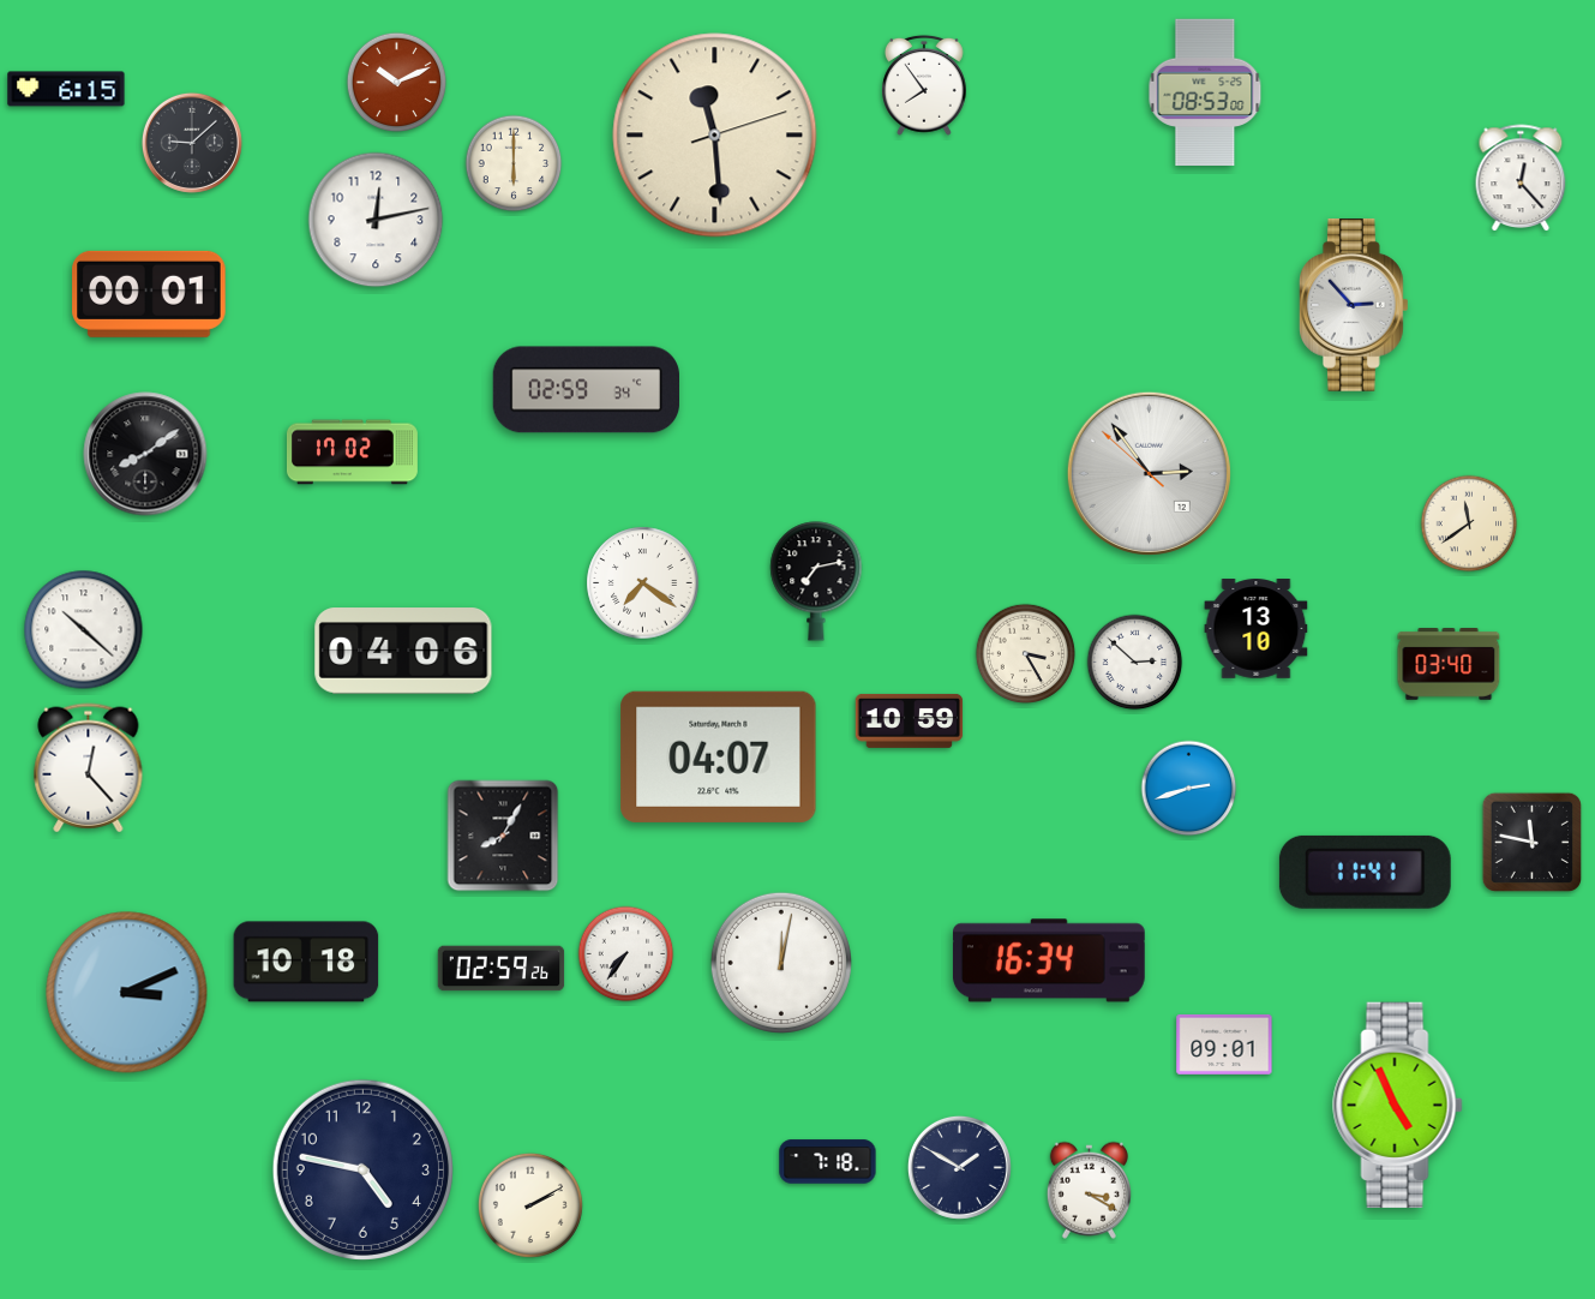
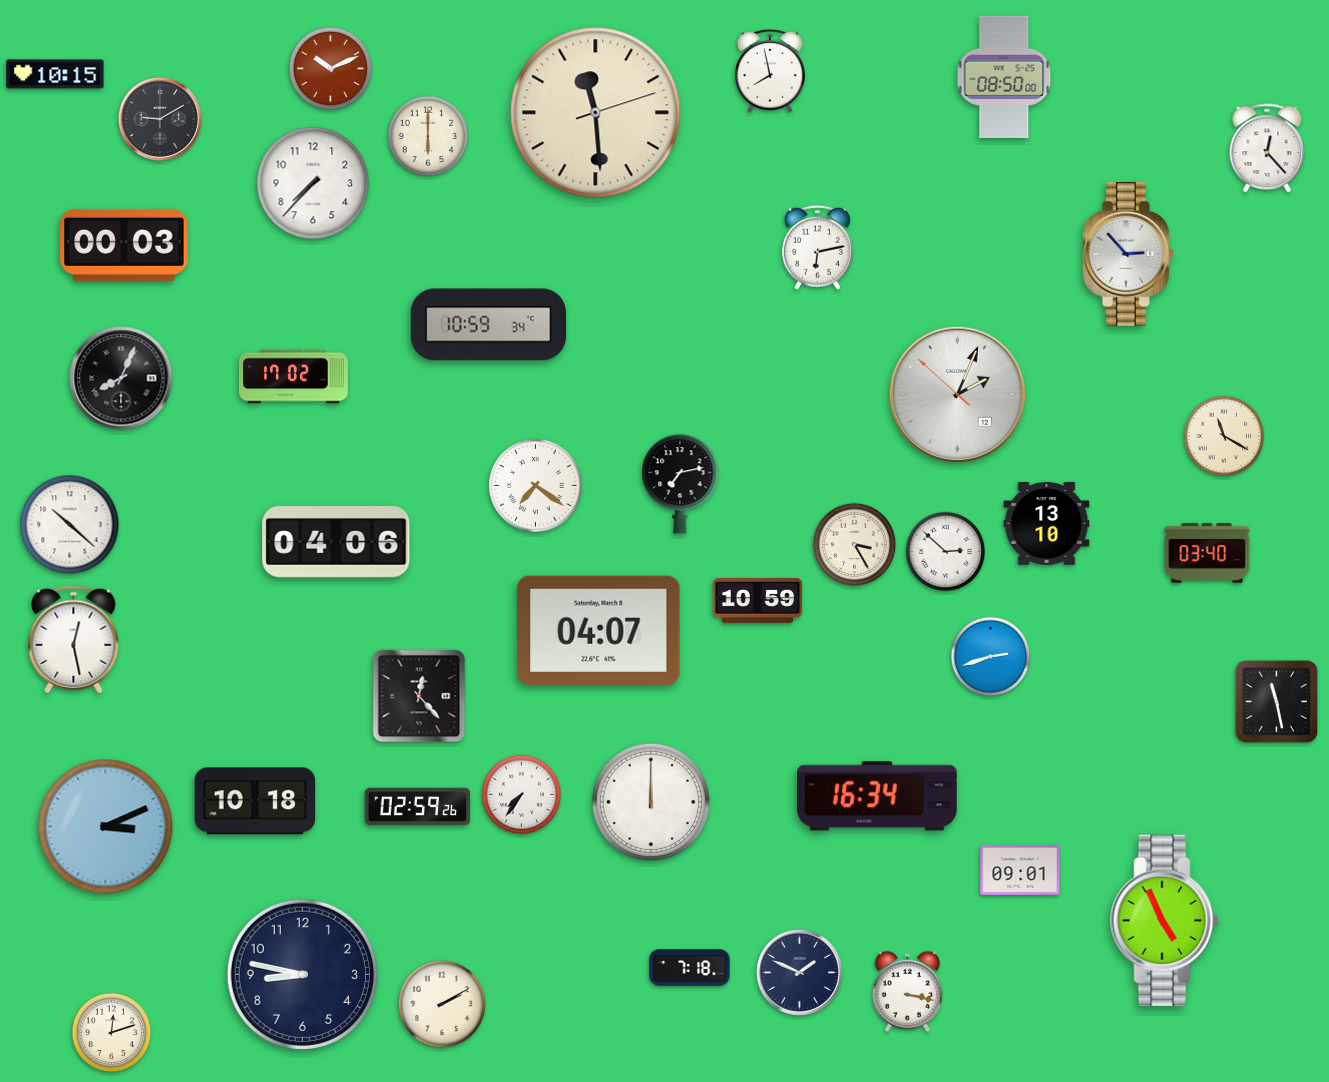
clock at (925, 85): 7:54 -> 7:58
clock at (66, 89): 6:15 -> 10:15
clock at (1205, 91): 08:53 -> 08:50
clock at (192, 143): 9:08 -> 9:10
clock at (376, 220): 12:13 -> 7:37
clock at (149, 294): 00:01 -> 00:03
clock at (817, 247): none -> 6:13
clock at (586, 390): 02:59 -> 10:59
clock at (145, 454): 8:09 -> 8:04
clock at (1149, 473): 2:53 -> 2:03
clock at (1469, 523): 11:39 -> 11:20
clock at (89, 768): 12:23 -> 12:28
clock at (503, 836): 8:05 -> 12:23
clock at (1531, 842): 11:47 -> 11:28
clock at (1365, 872): 11:41 -> none
clock at (1049, 960) position: (1049, 960) -> (877, 796)
clock at (781, 963): 12:02 -> 12:00
clock at (959, 1167): 1:50 -> 1:49
clock at (362, 1169): 4:47 -> 8:47
clock at (1089, 1190): 3:20 -> 3:17
clock at (112, 1033): none -> 12:12
